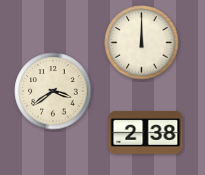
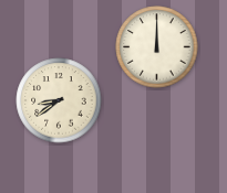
clock at (53, 91): 3:39 -> 8:39
clock at (146, 132): 2:38 -> none
